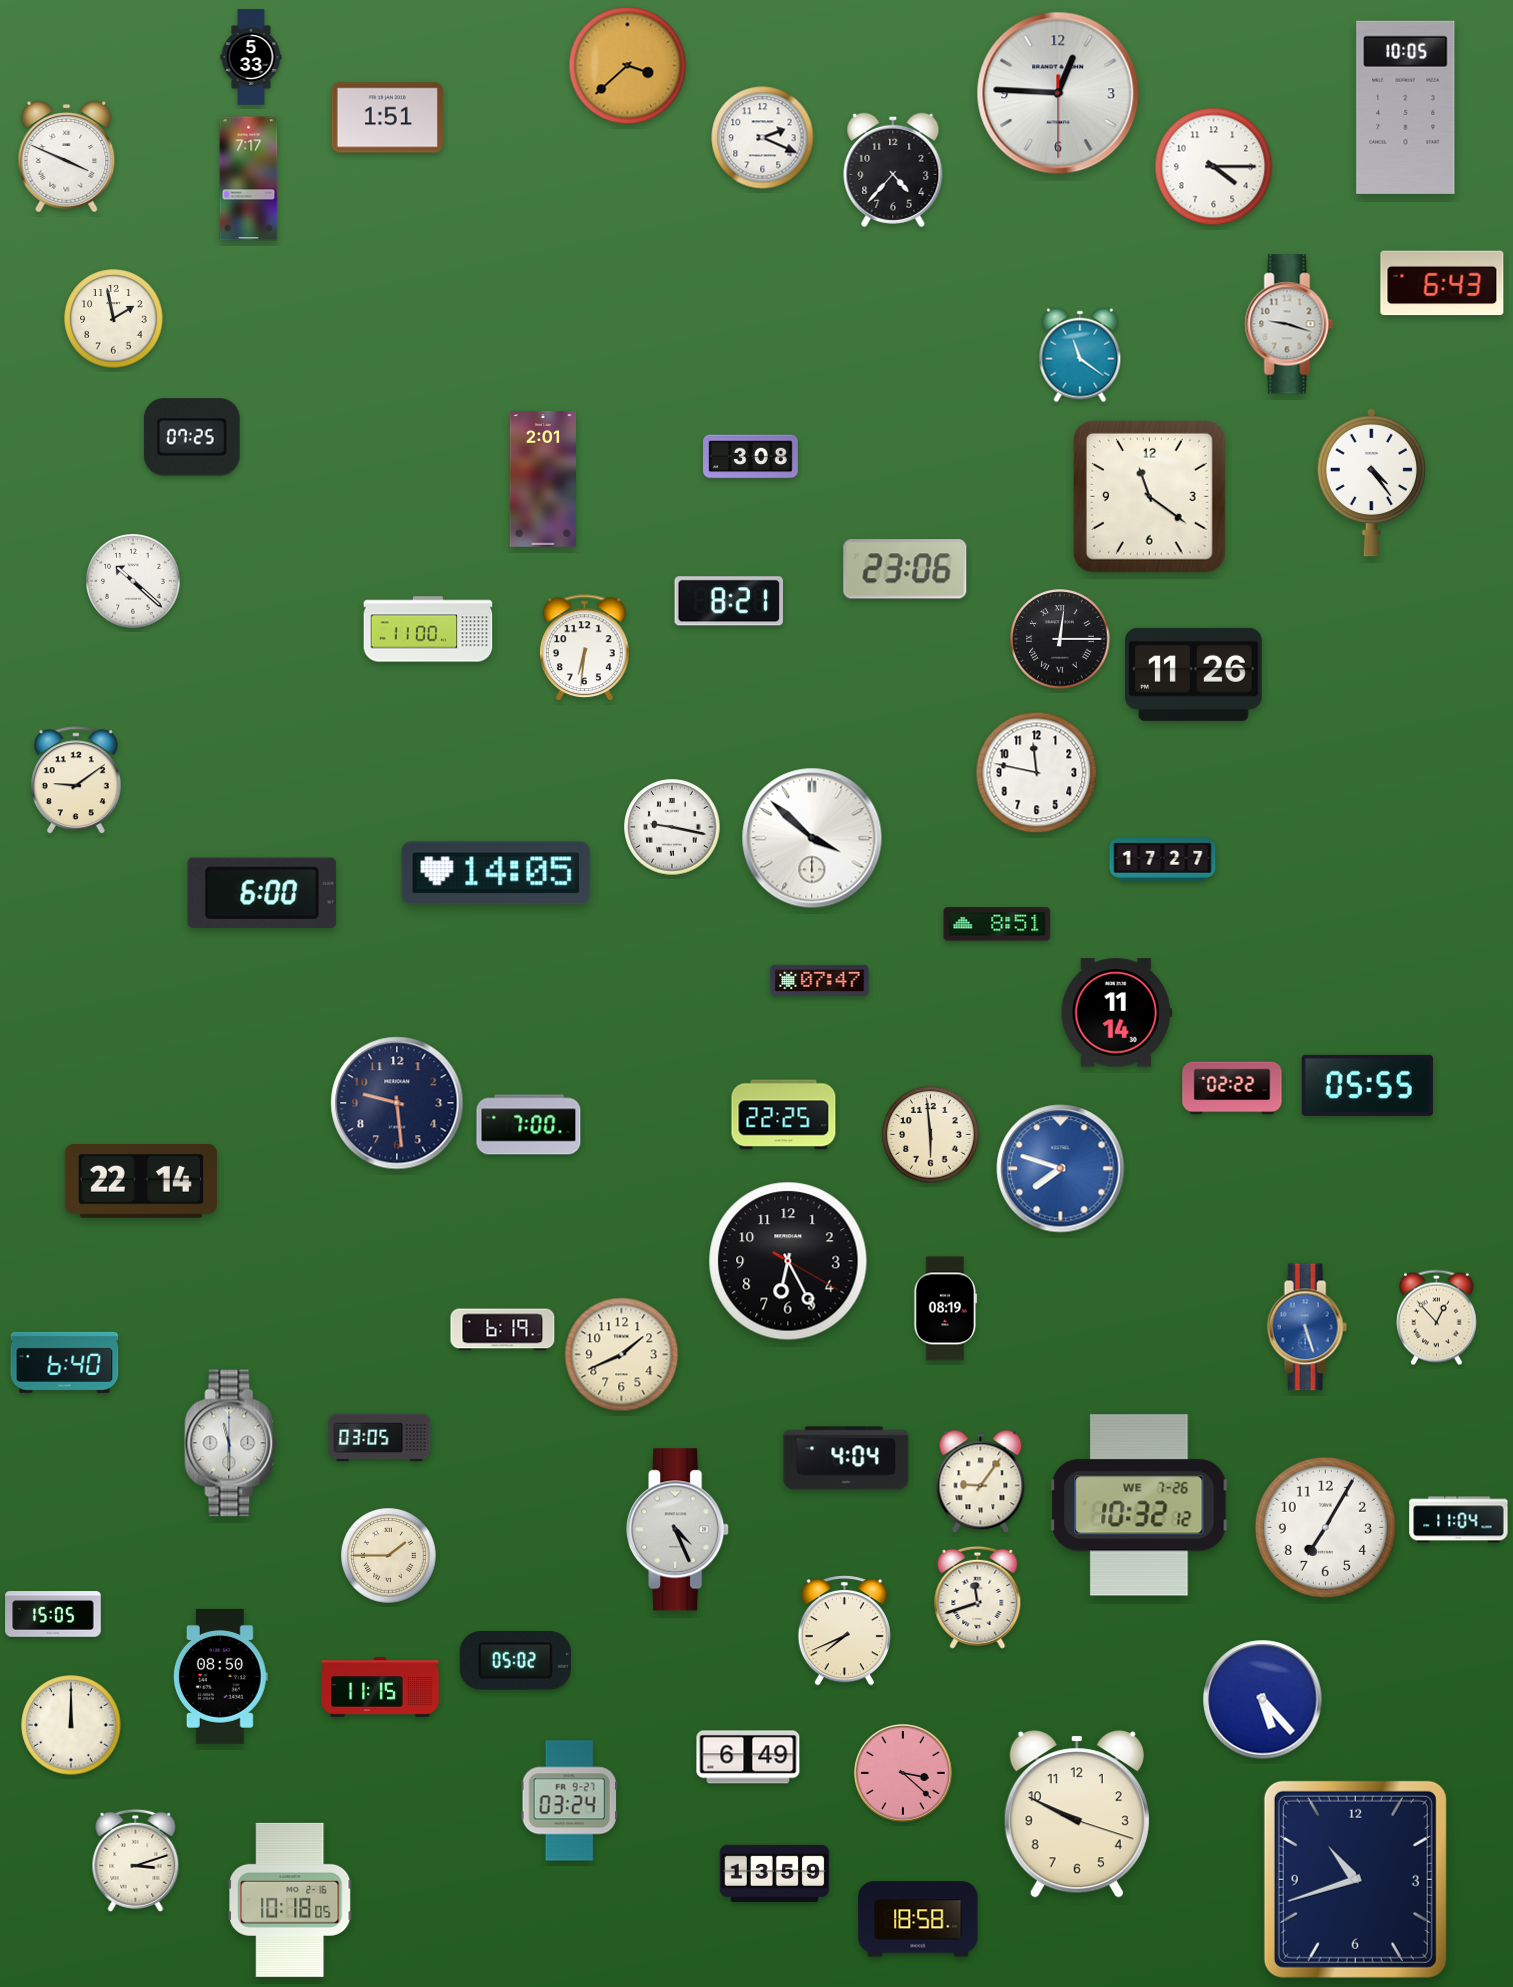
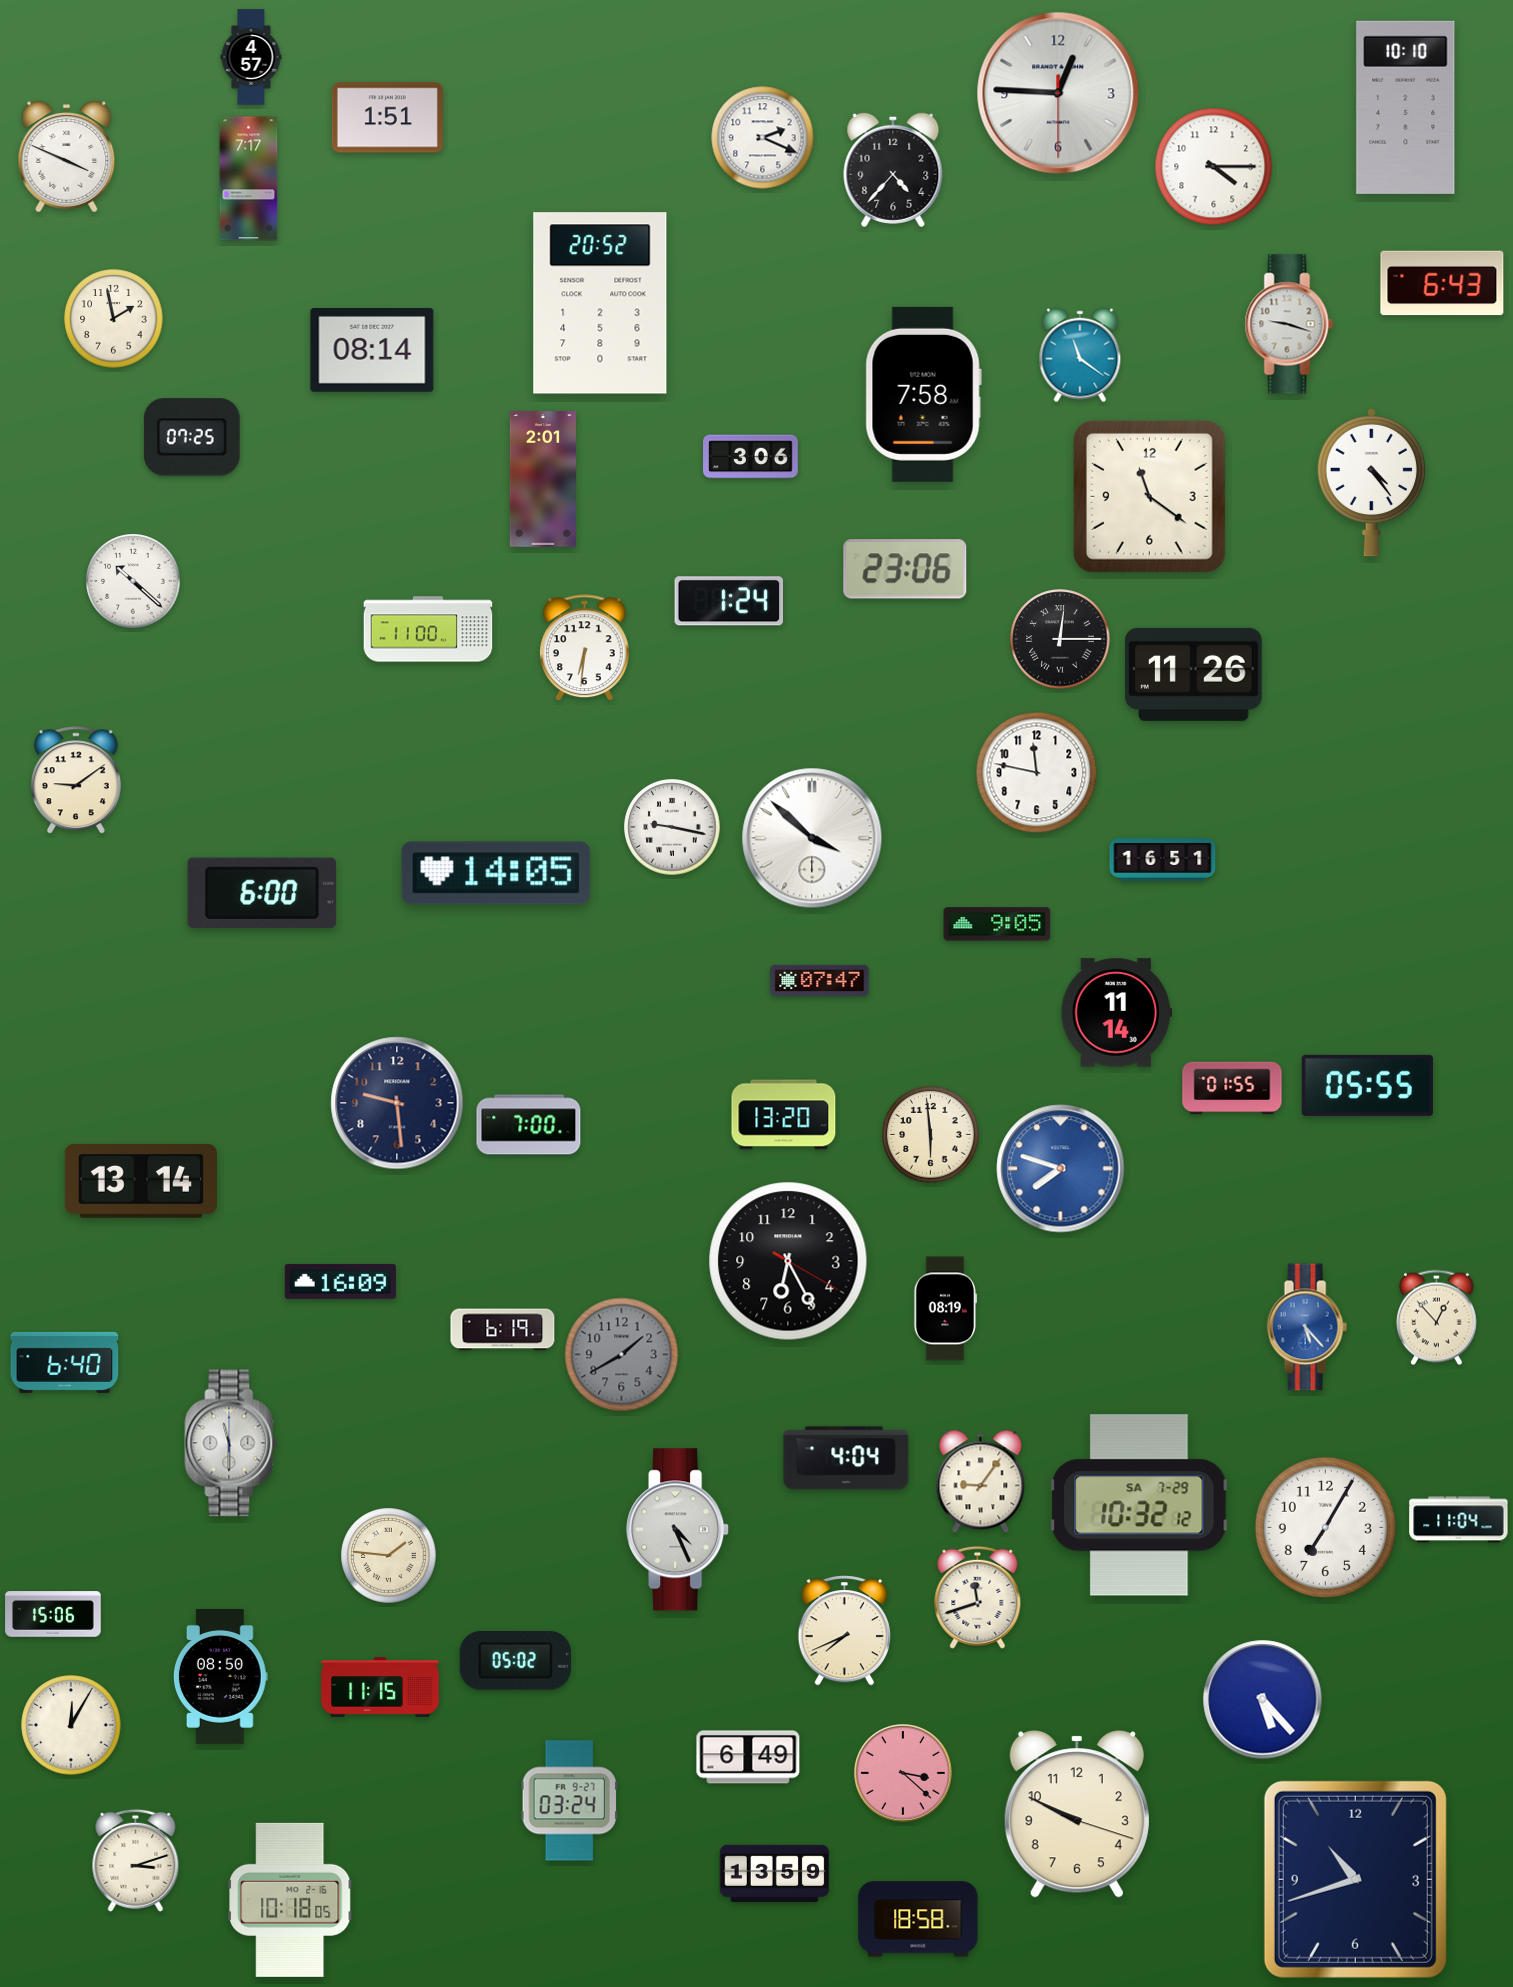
clock at (251, 57): 5:33 -> 4:57
clock at (628, 66): 3:38 -> none
clock at (1406, 107): 10:05 -> 10:10
clock at (600, 303): none -> 20:52
clock at (372, 351): none -> 08:14
clock at (923, 394): none -> 7:58
clock at (751, 457): 3:08 -> 3:06
clock at (729, 601): 8:21 -> 1:24
clock at (1163, 860): 17:27 -> 16:51
clock at (997, 924): 8:51 -> 9:05
clock at (1232, 1088): 02:22 -> 01:55
clock at (784, 1115): 22:25 -> 13:20
clock at (141, 1181): 22:14 -> 13:14
clock at (340, 1281): none -> 16:09
clock at (1307, 1327): 5:27 -> 5:23
clock at (622, 1355): 1:41 -> 1:40
clock at (622, 1355) dial: cream -> grey
clock at (380, 1438): 03:05 -> none
clock at (1139, 1505) date: WE 7-26 -> SA 7-29
clock at (389, 1556): 1:45 -> 1:46
clock at (53, 1614): 15:05 -> 15:06
clock at (71, 1725): 12:00 -> 12:05
